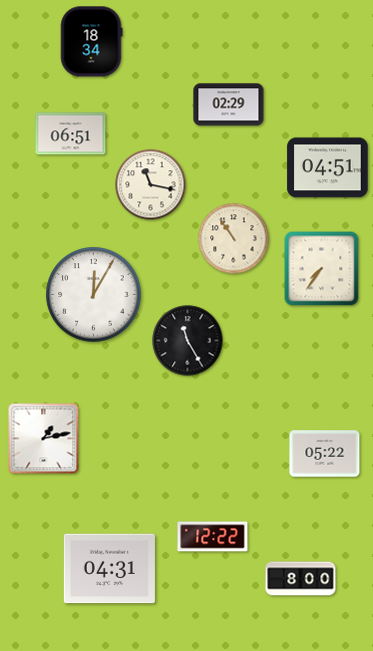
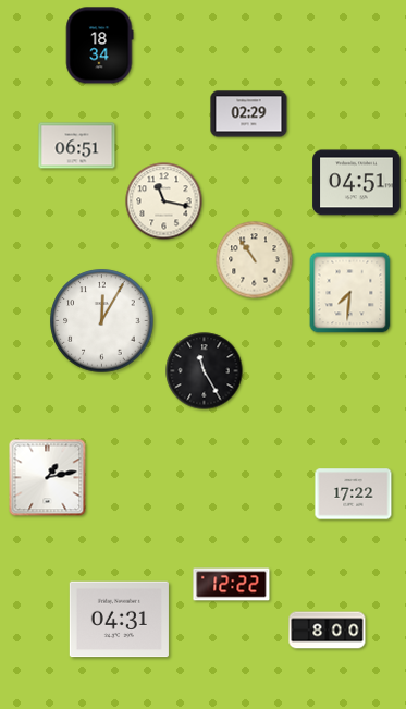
clock at (322, 269): 7:36 -> 7:31
clock at (325, 454): 05:22 -> 17:22
